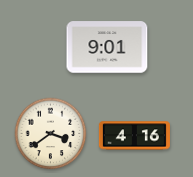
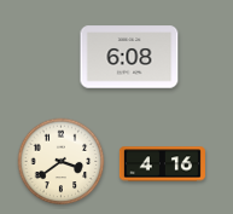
clock at (107, 47): 9:01 -> 6:08
